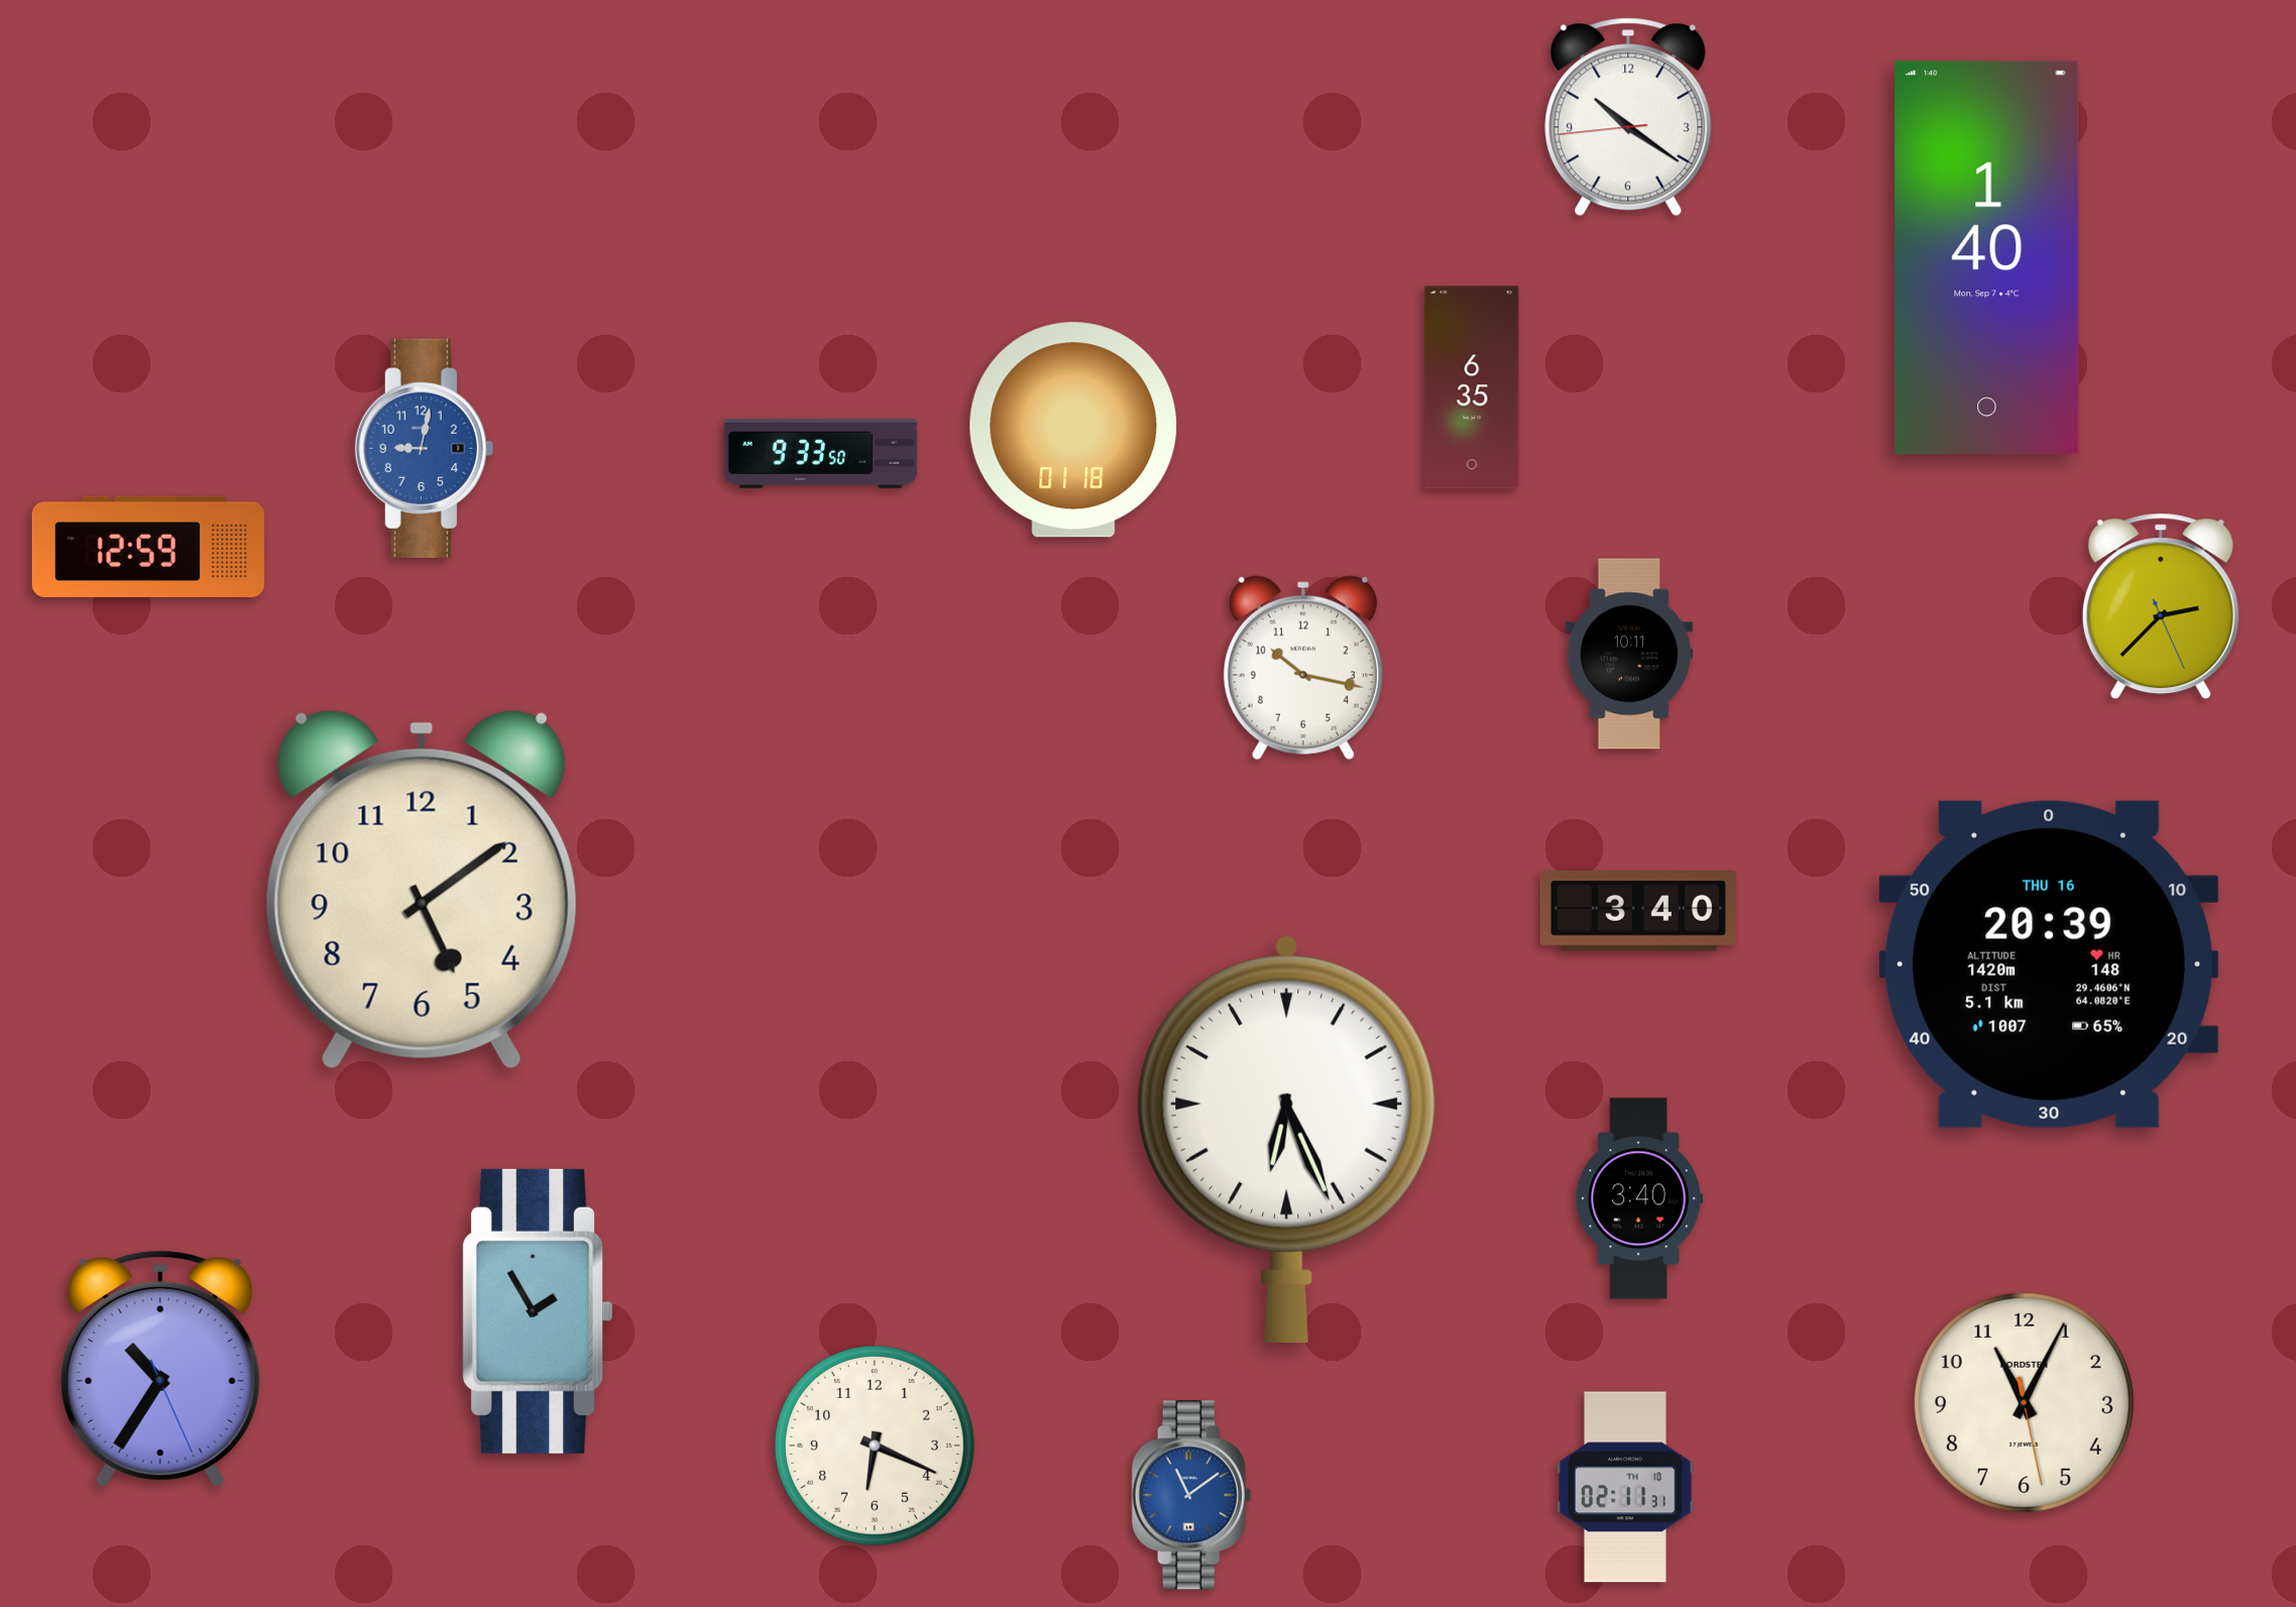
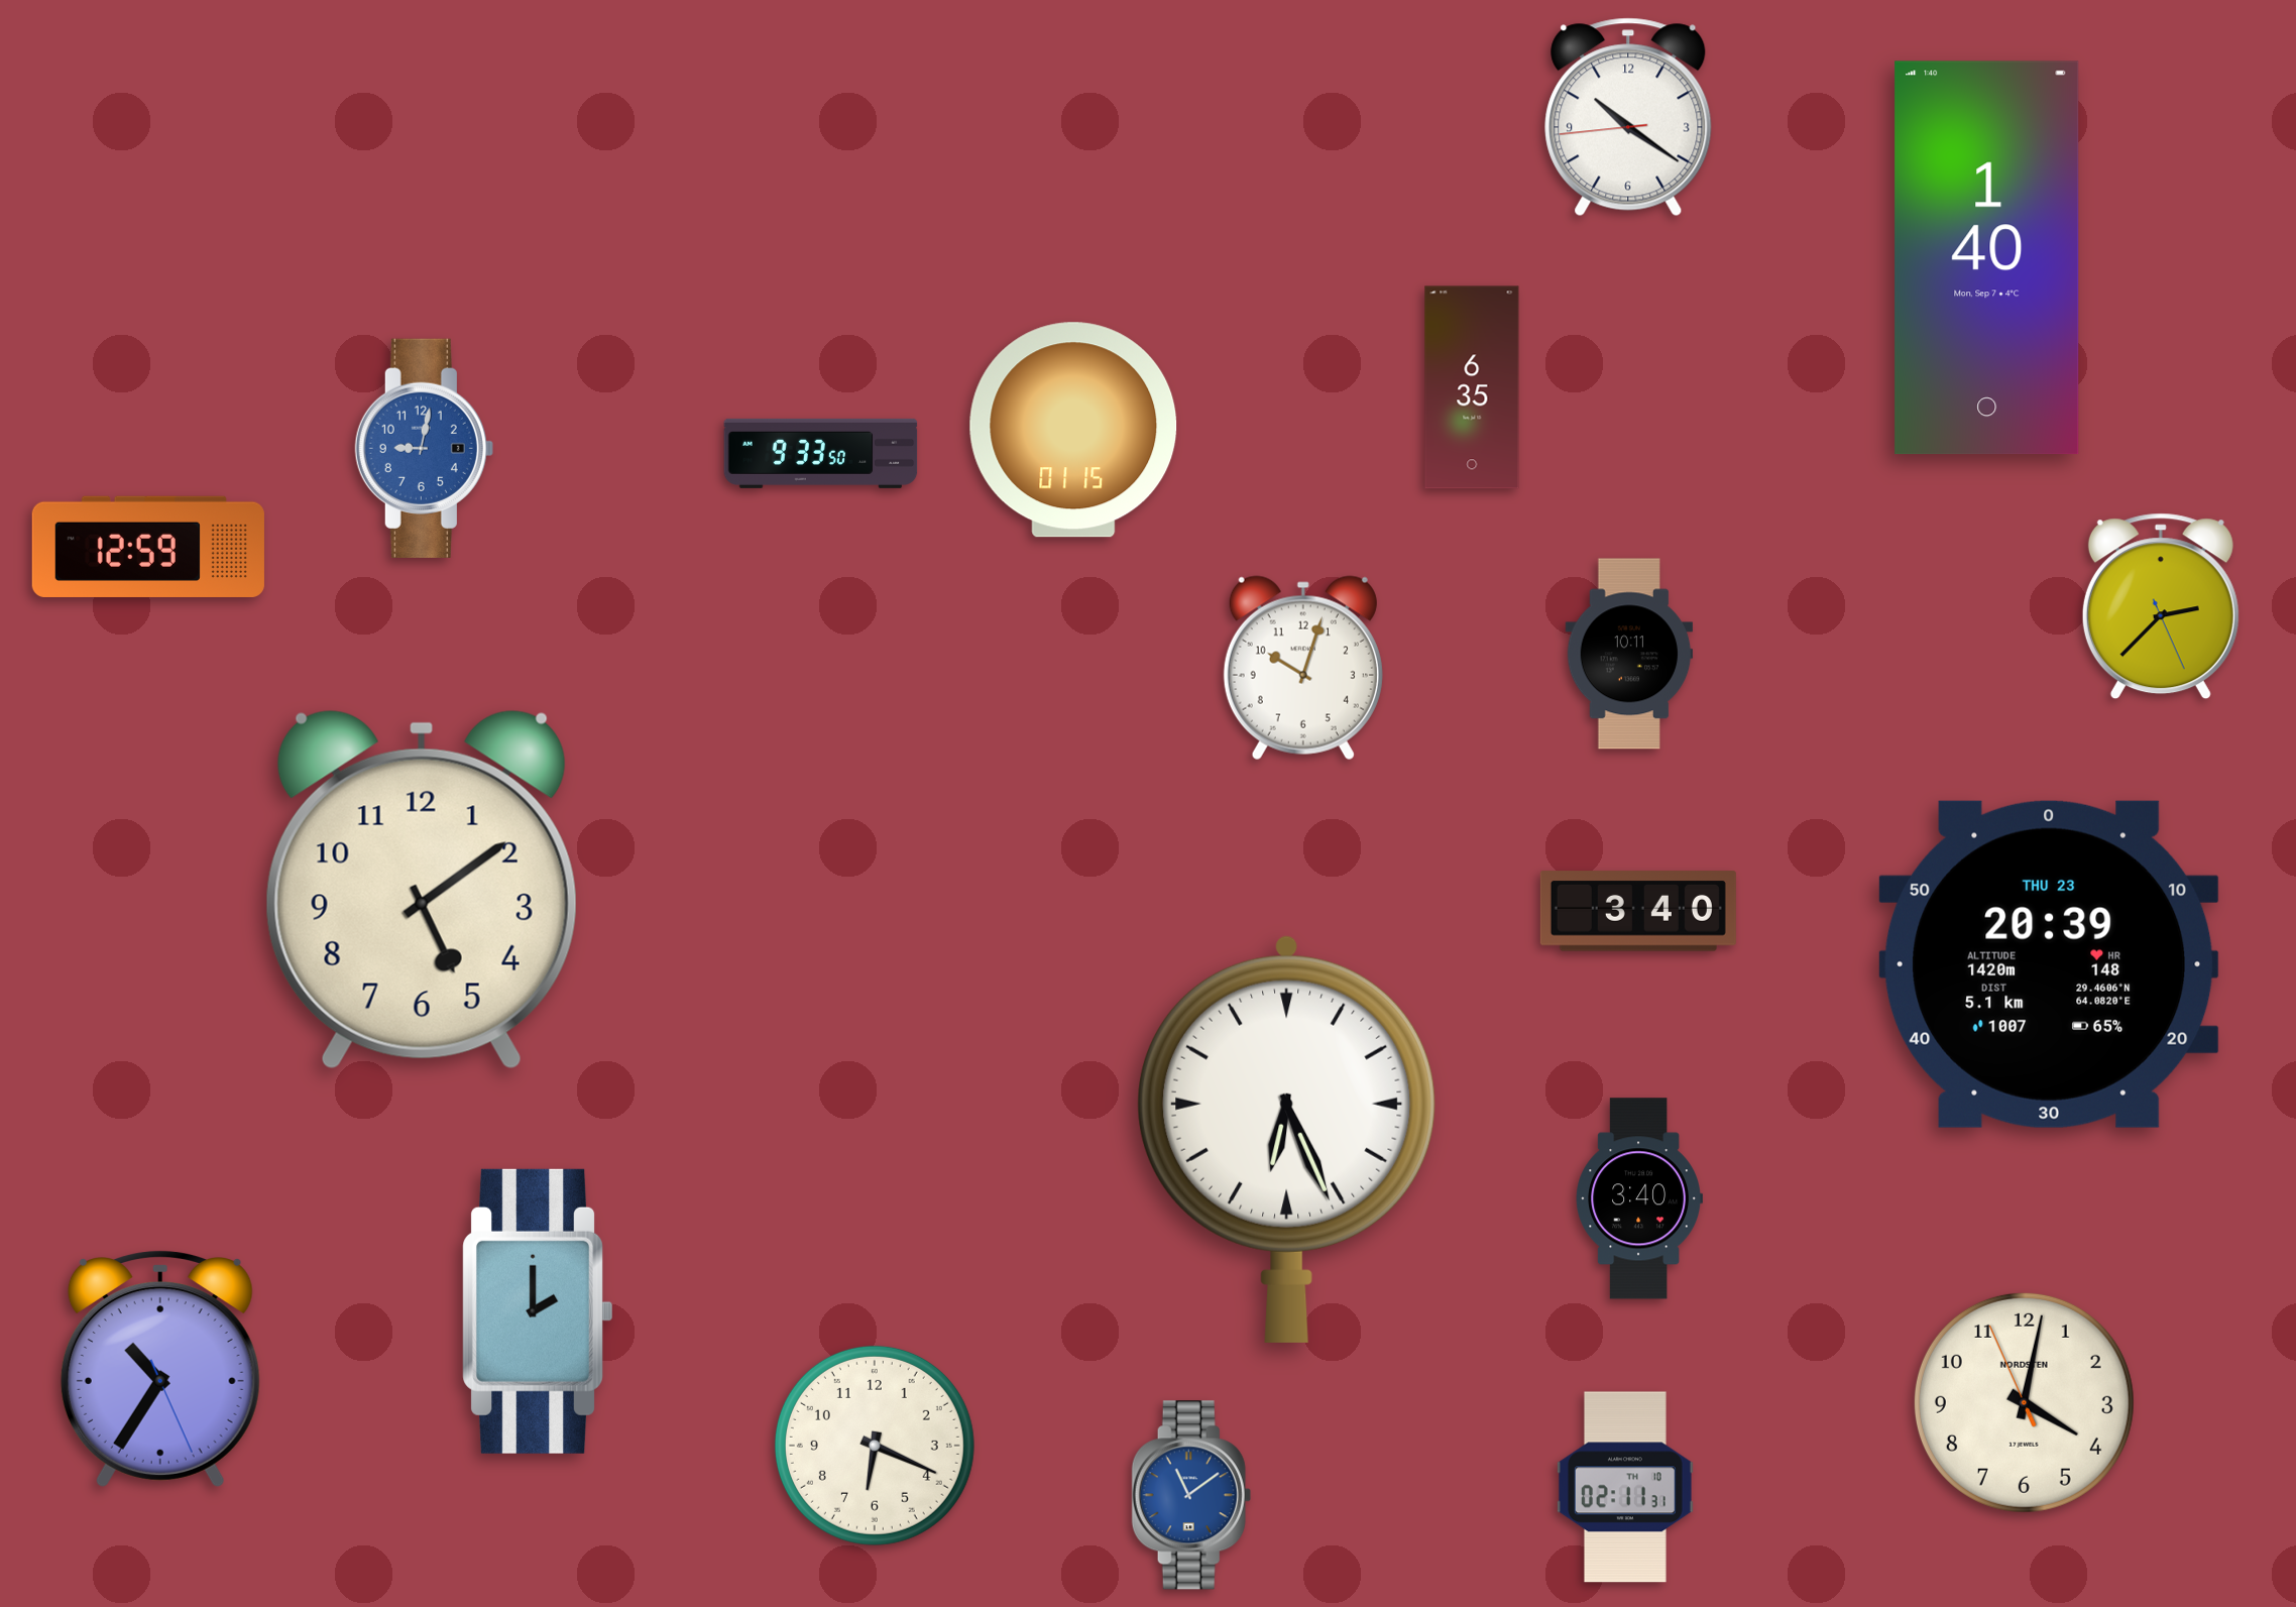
clock at (1073, 430): 01:18 -> 01:15
clock at (1303, 668): 10:17 -> 10:03
clock at (2049, 964) date: THU 16 -> THU 23
clock at (538, 1311): 1:55 -> 2:00
clock at (2024, 1402): 11:04 -> 4:01
